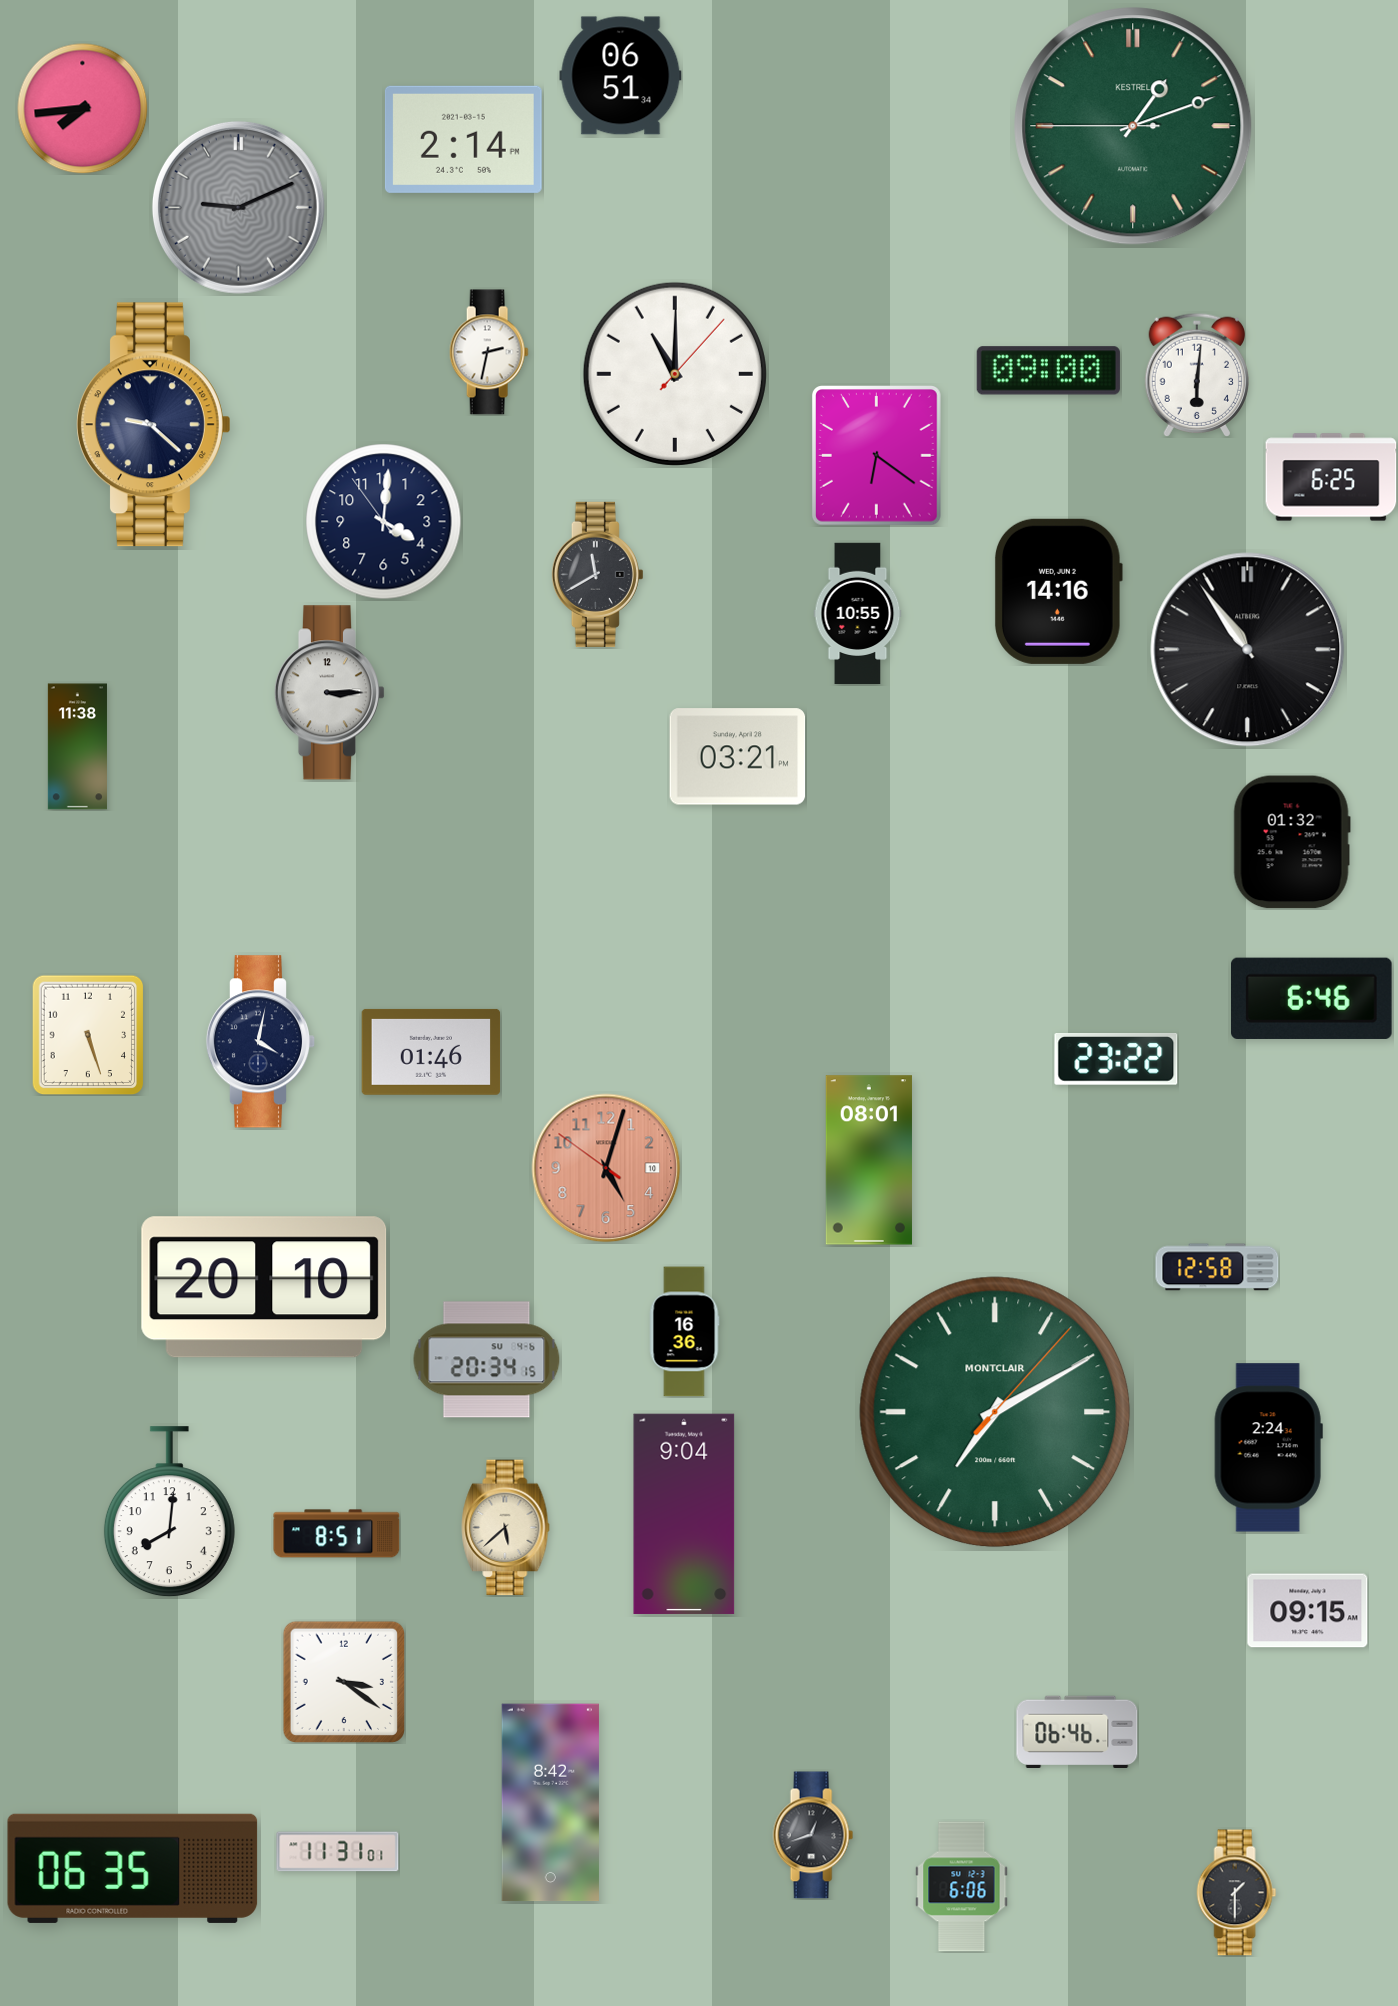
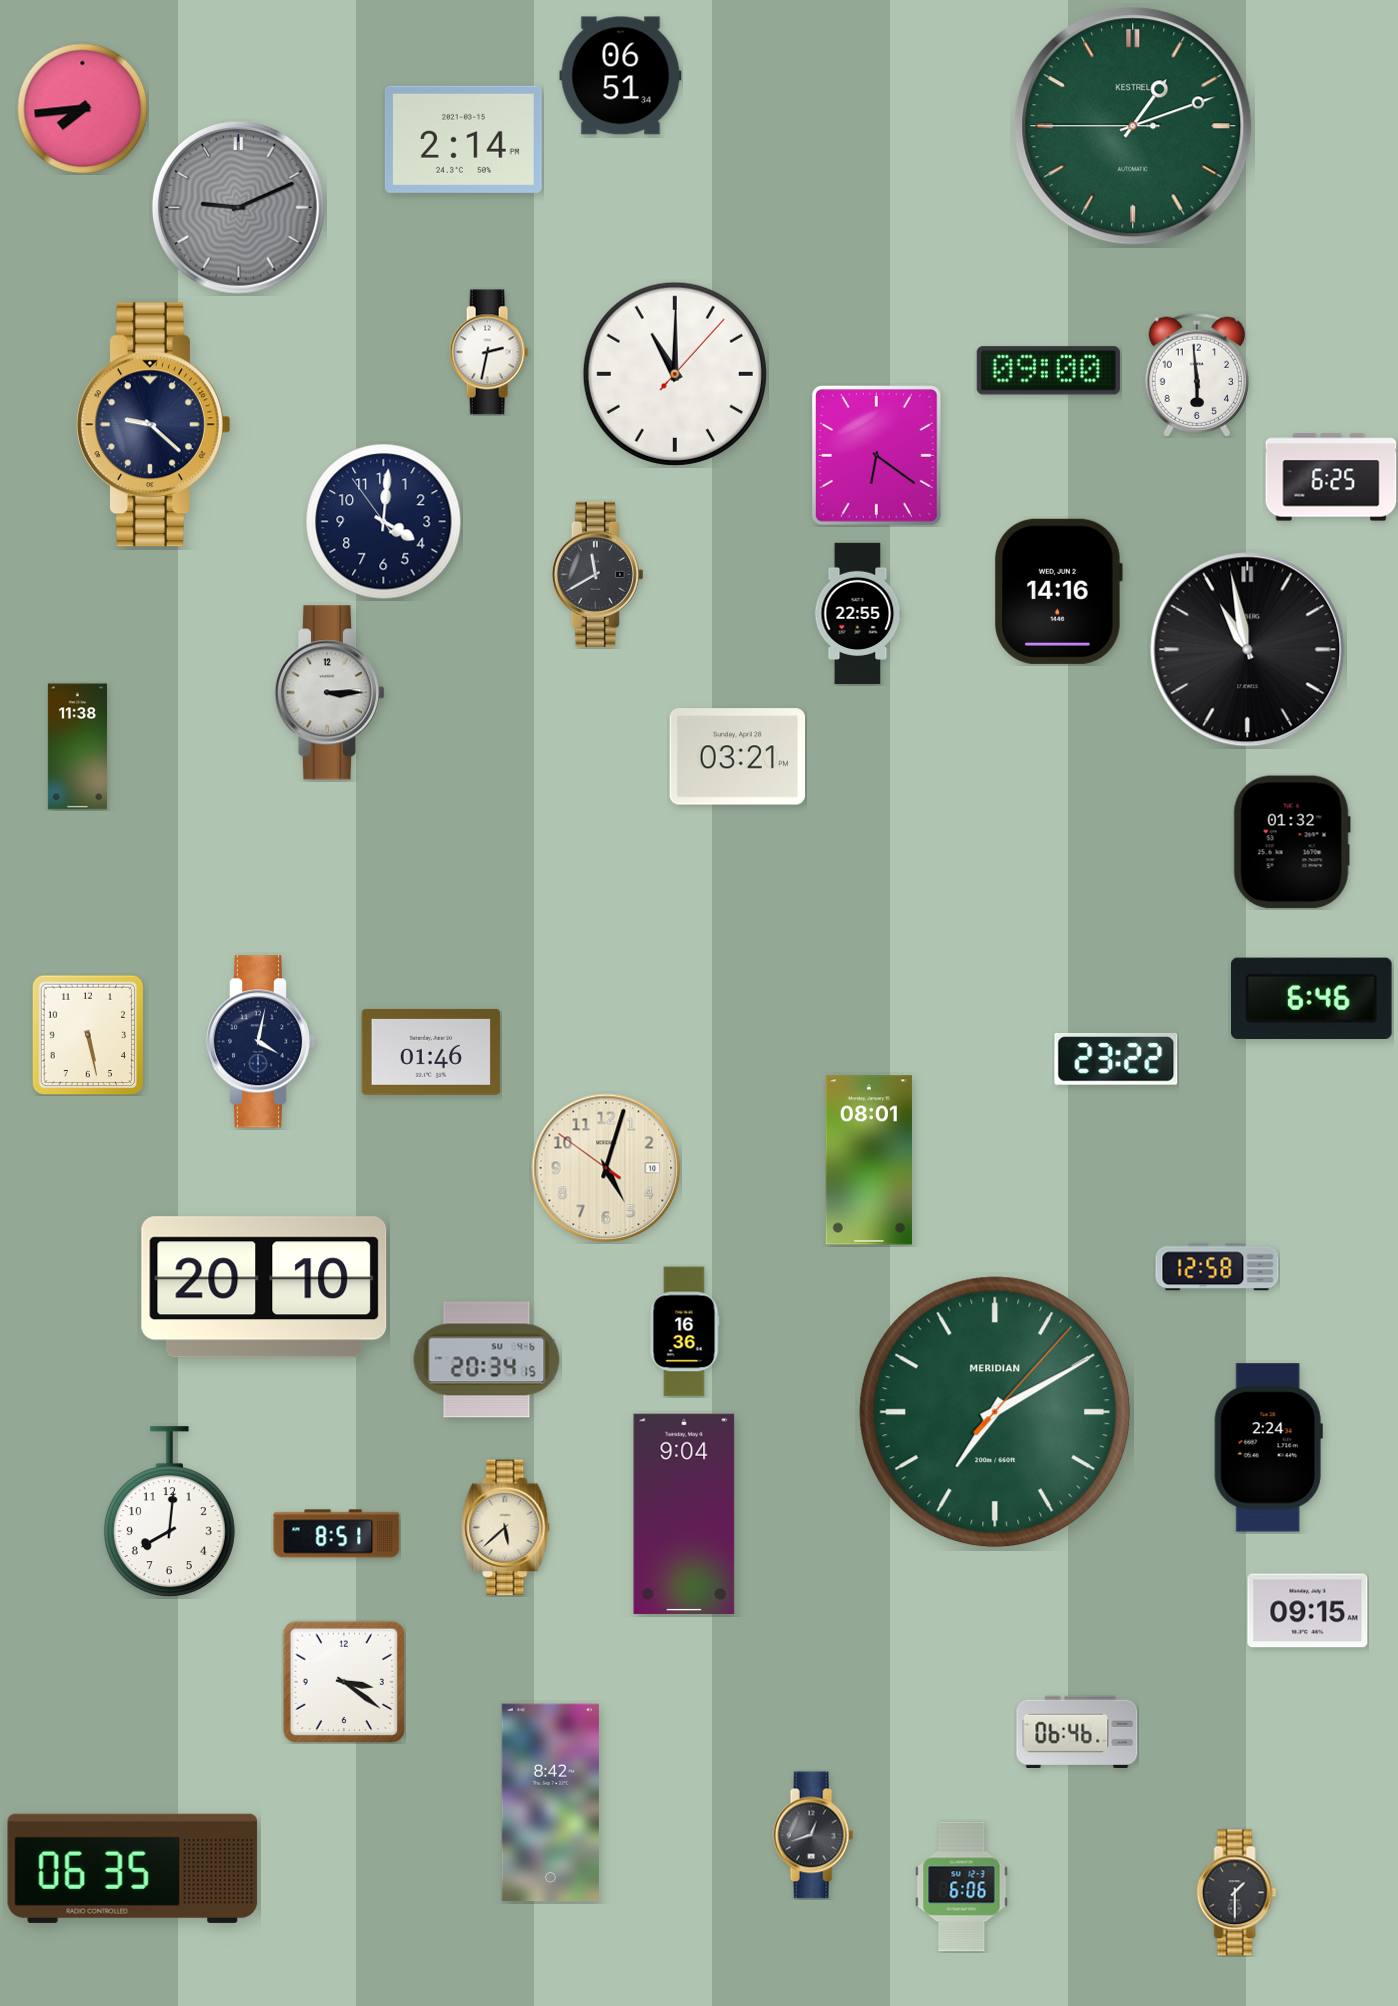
clock at (1197, 374): 6:01 -> 5:59
clock at (858, 614): 10:55 -> 22:55
clock at (1248, 650): 10:54 -> 10:58
clock at (88, 1035): 5:27 -> 5:28
clock at (606, 1168) dial: salmon -> cream
clock at (995, 1412) brand: MONTCLAIR -> MERIDIAN
clock at (338, 1852): 11:31 -> none
